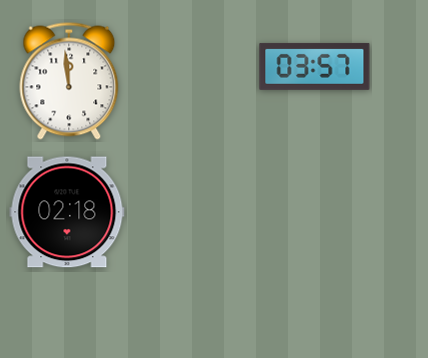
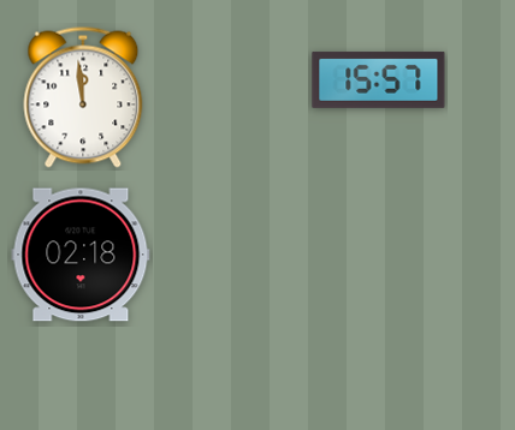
clock at (315, 66): 03:57 -> 15:57
